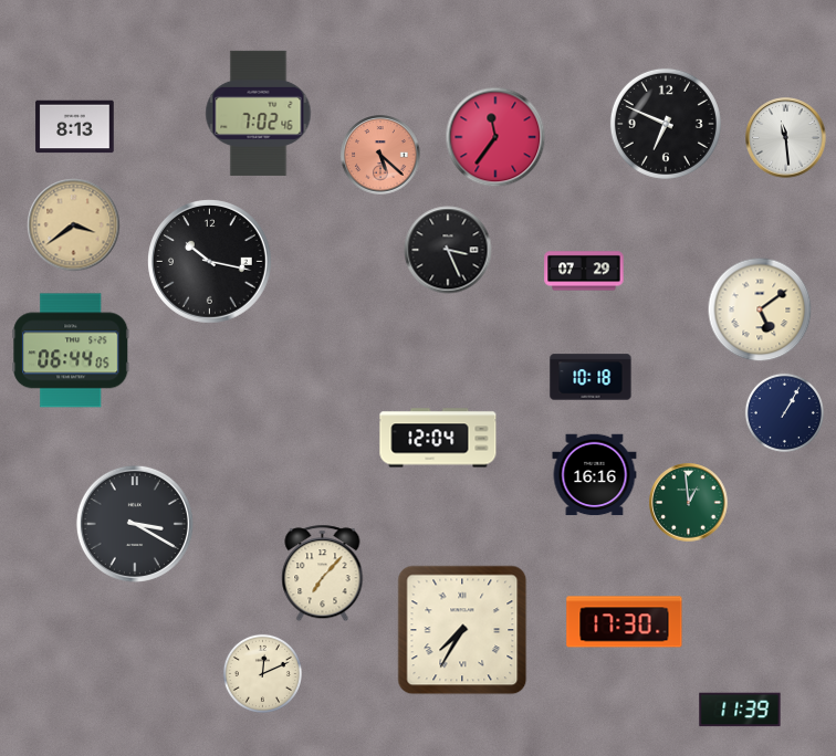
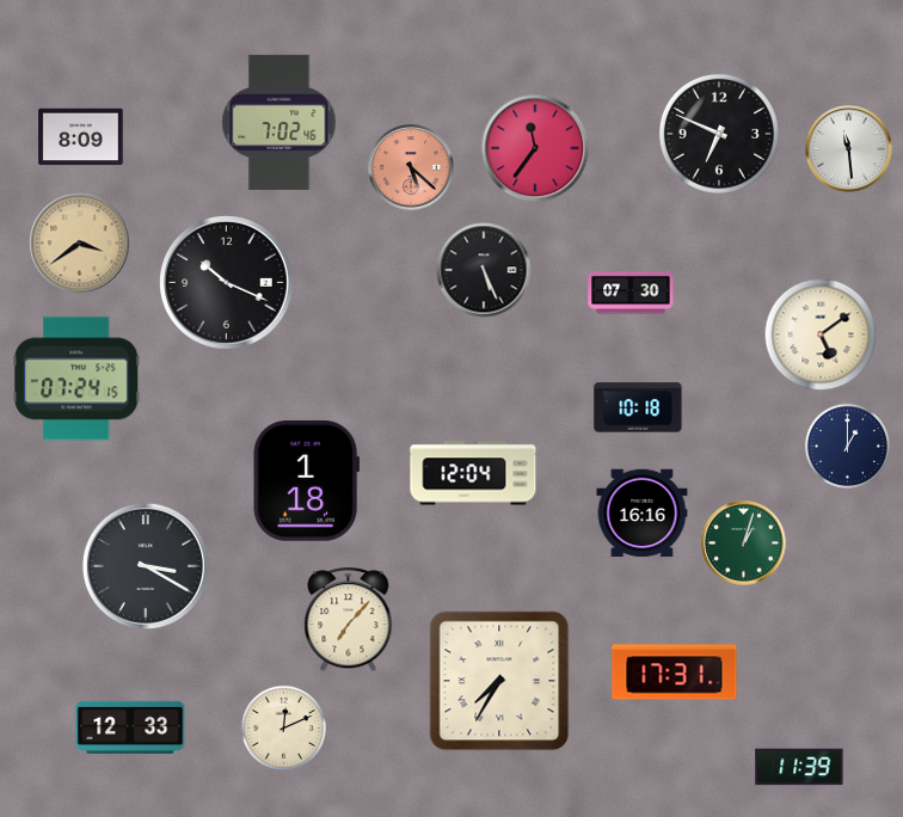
clock at (75, 127): 8:13 -> 8:09
clock at (448, 250): 3:26 -> 5:26
clock at (210, 262): 10:17 -> 10:19
clock at (584, 271): 07:29 -> 07:30
clock at (71, 350): 06:44 -> 07:24
clock at (784, 412): 1:05 -> 1:00
clock at (307, 481): none -> 1:18
clock at (689, 503): 12:59 -> 1:03
clock at (625, 622): 17:30 -> 17:31
clock at (130, 727): none -> 12:33
